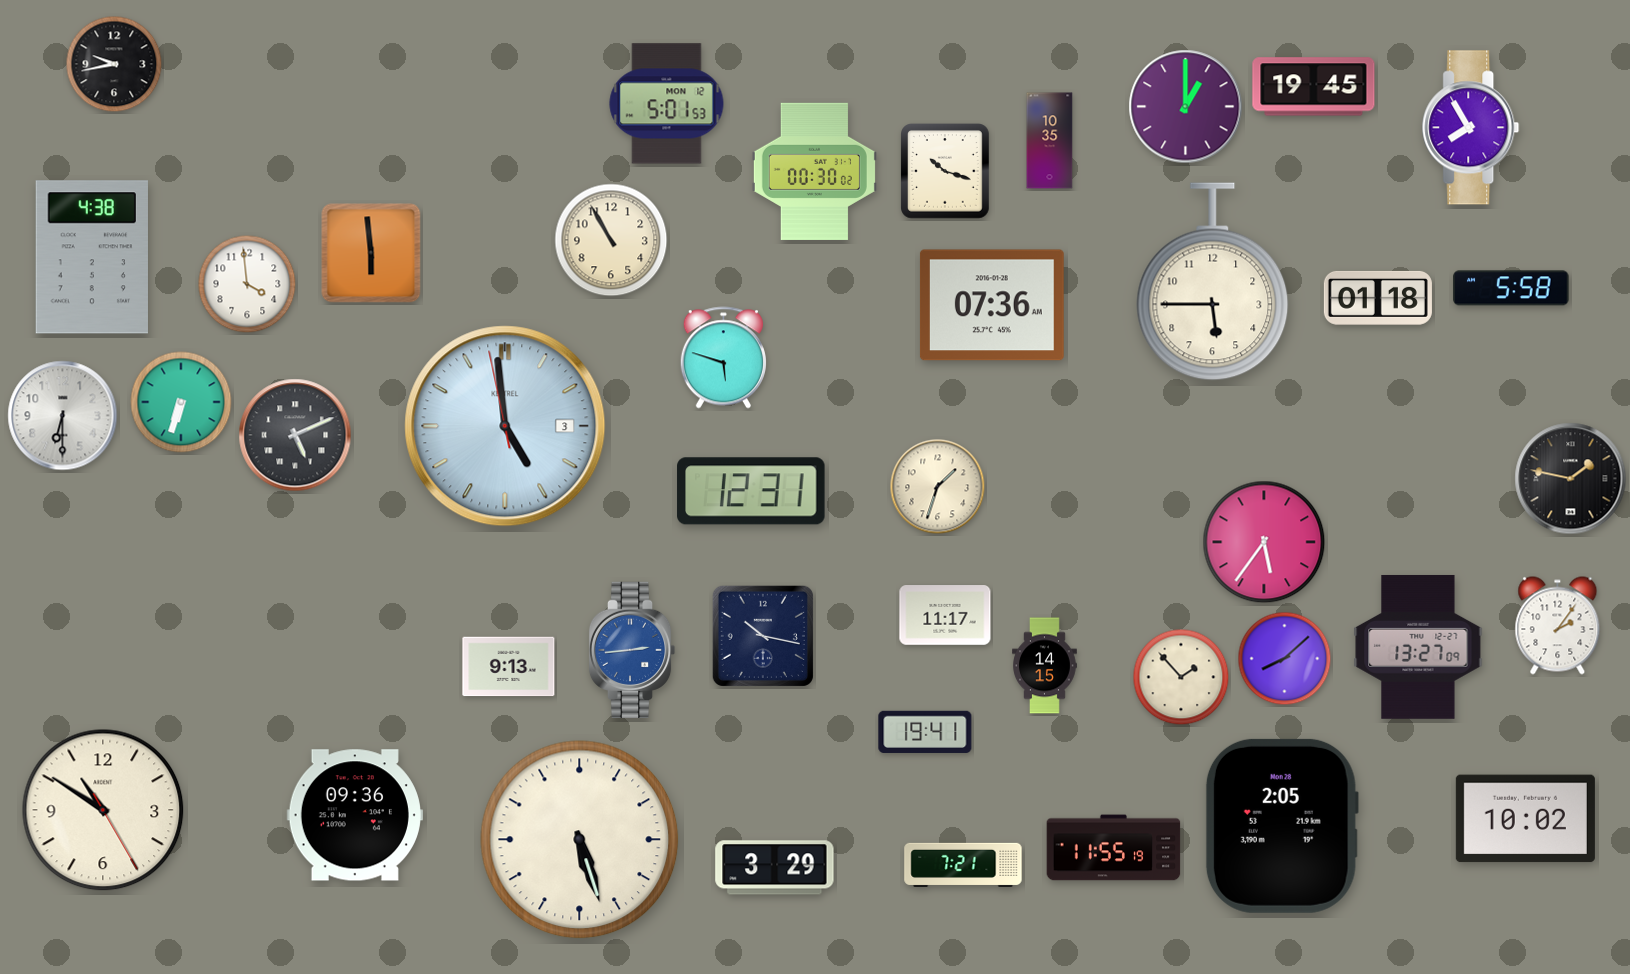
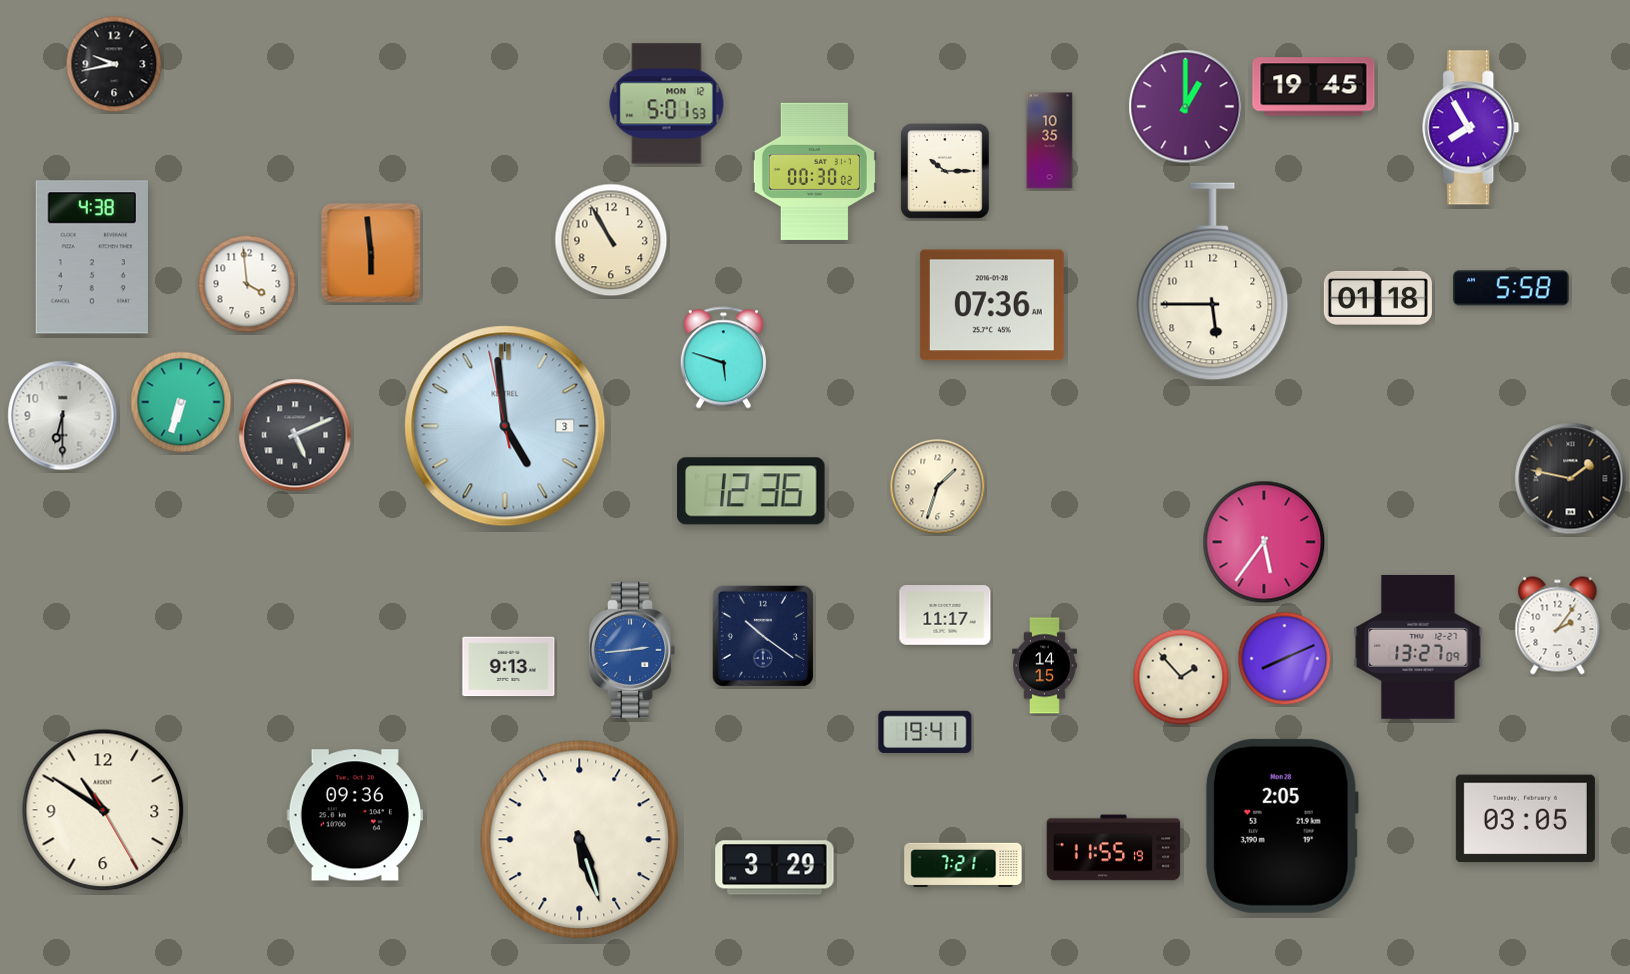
clock at (946, 172): 10:18 -> 10:15
clock at (751, 491): 12:31 -> 12:36
clock at (763, 636): 10:17 -> 10:21
clock at (1285, 659): 8:08 -> 8:11
clock at (1525, 819): 10:02 -> 03:05
